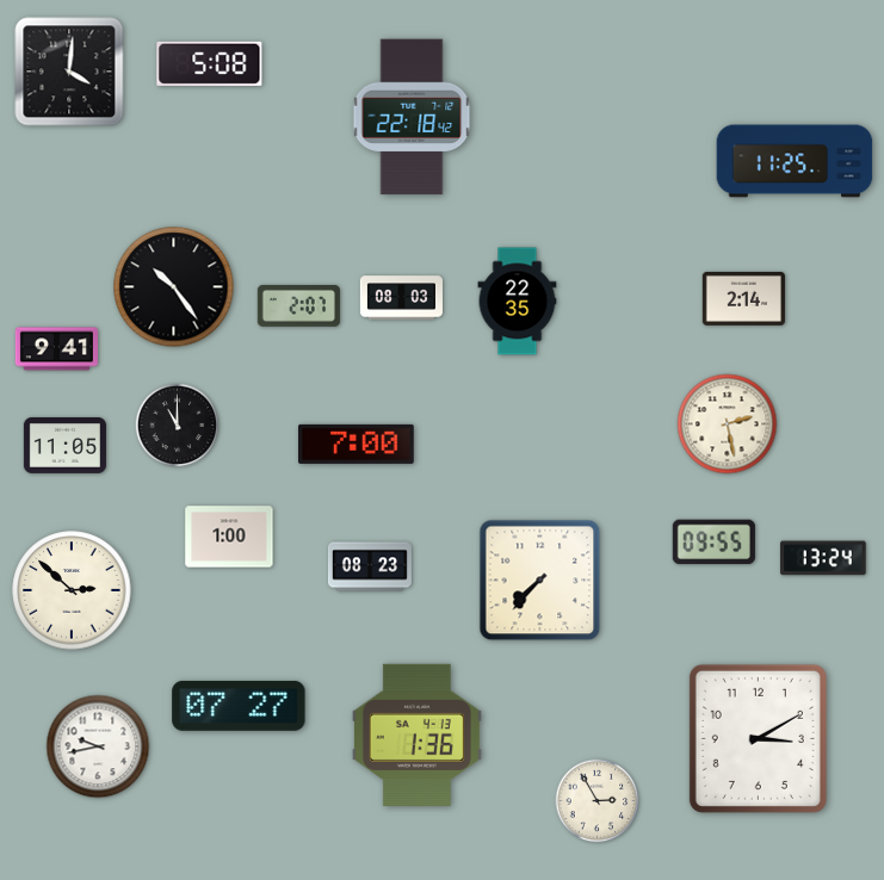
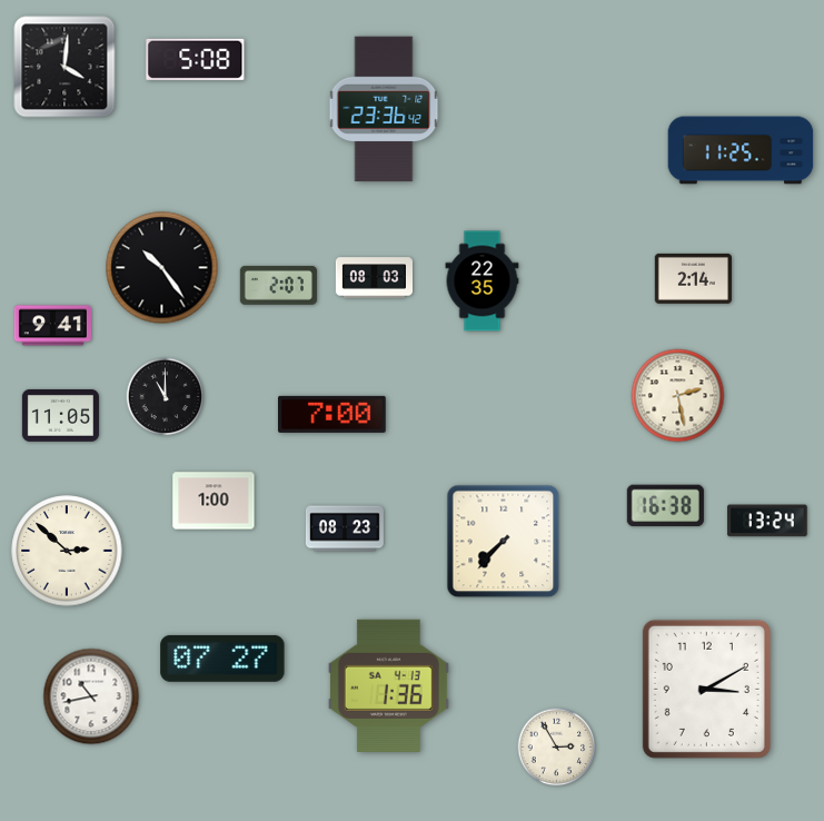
clock at (412, 117): 22:18 -> 23:36
clock at (713, 543): 09:55 -> 16:38
clock at (98, 746): 9:43 -> 10:43
